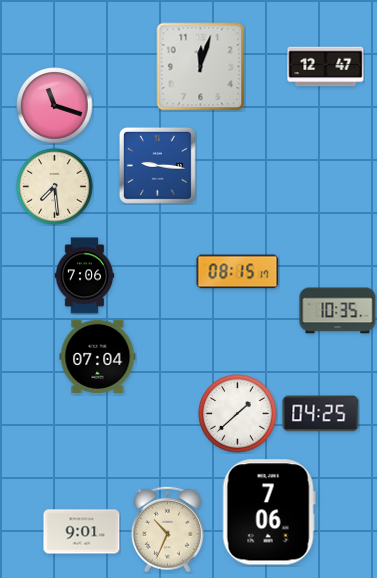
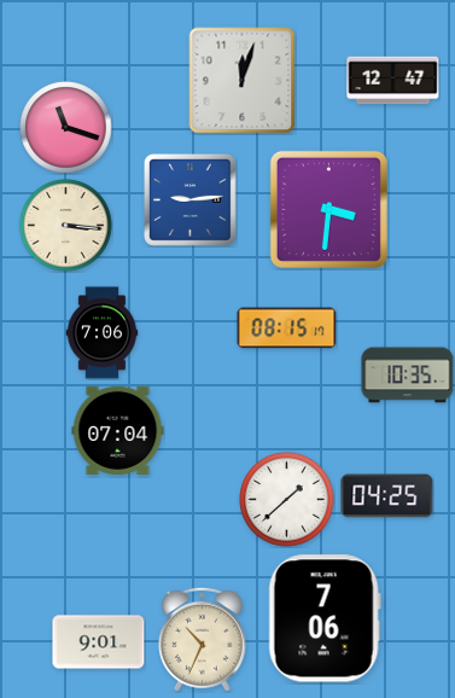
clock at (157, 165): 9:16 -> 9:14
clock at (328, 209): none -> 3:31
clock at (55, 187): 7:29 -> 3:16
clock at (321, 414) position: (321, 414) -> (387, 496)
